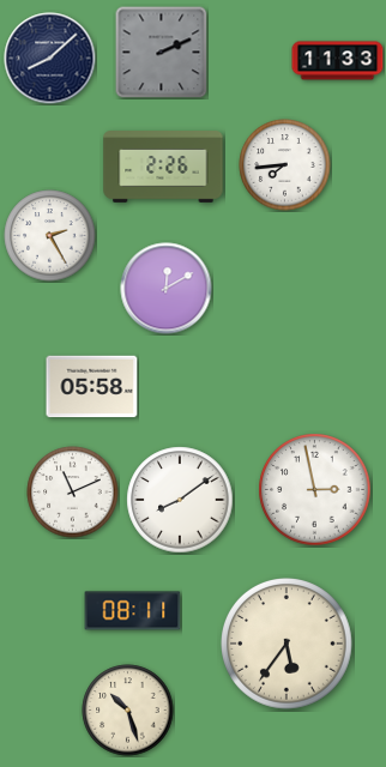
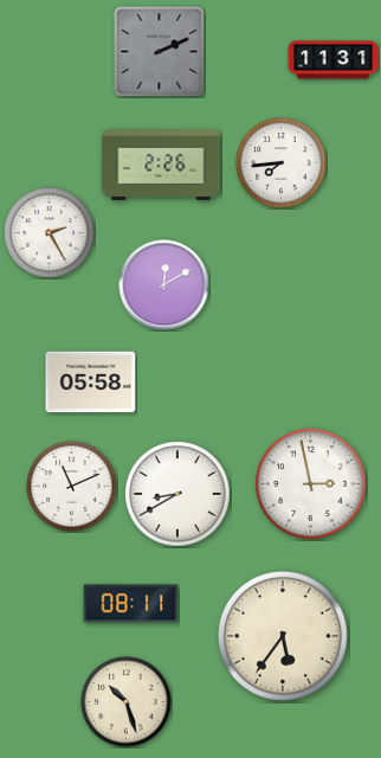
clock at (50, 59): 8:08 -> none
clock at (338, 61): 11:33 -> 11:31
clock at (180, 500): 8:09 -> 8:40
